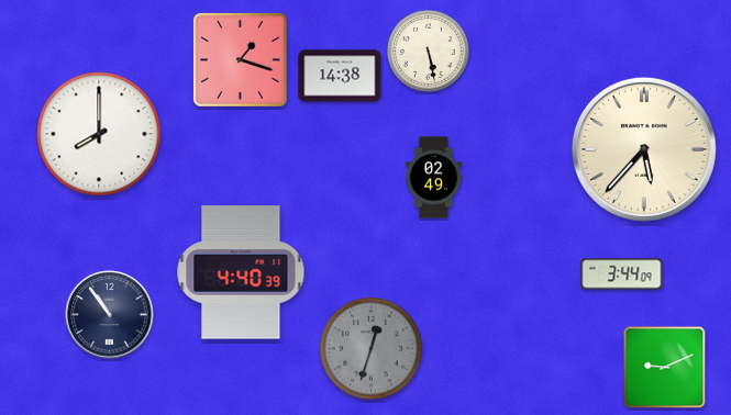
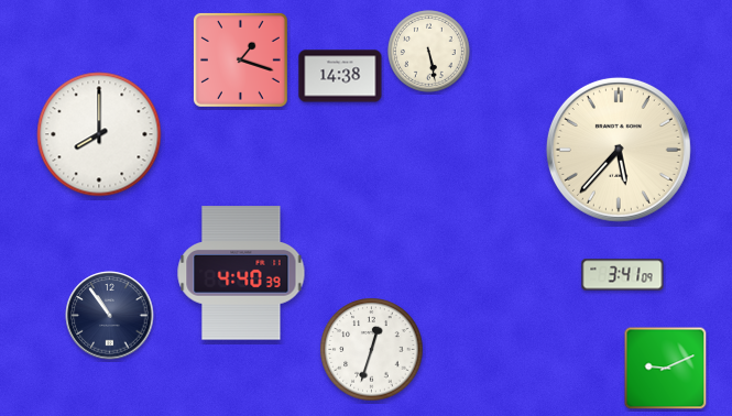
clock at (644, 149) position: (644, 149) -> (619, 150)
clock at (434, 178): 02:49 -> none
clock at (622, 274): 3:44 -> 3:41
clock at (372, 349) dial: grey -> white
